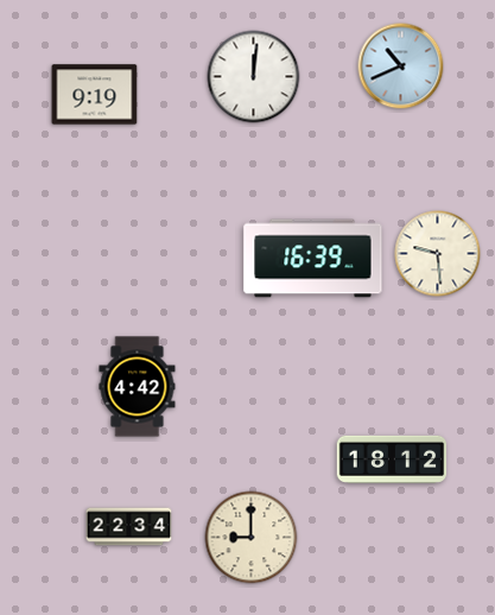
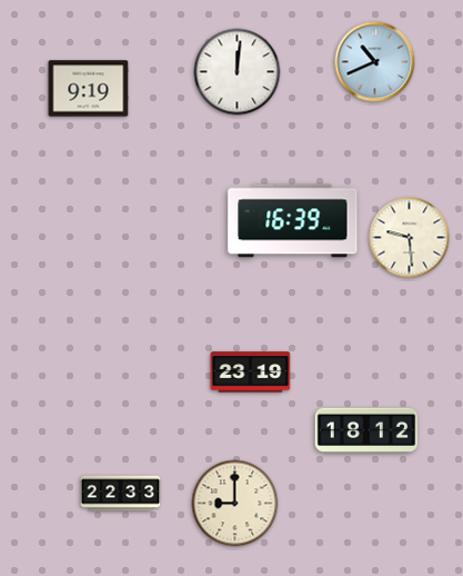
clock at (313, 259) position: (313, 259) -> (293, 221)
clock at (138, 387): 4:42 -> none
clock at (251, 373): none -> 23:19
clock at (129, 527): 22:34 -> 22:33
